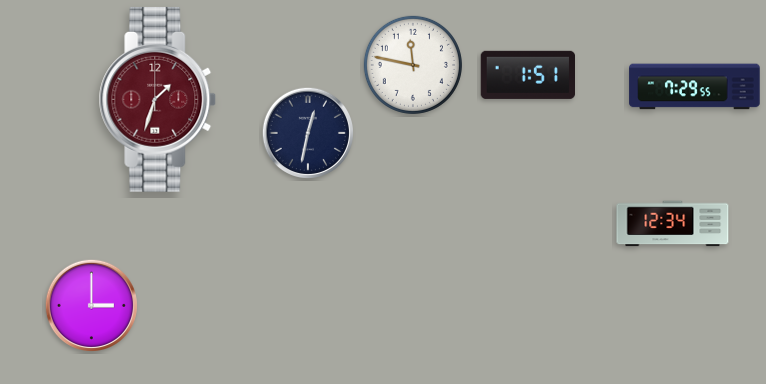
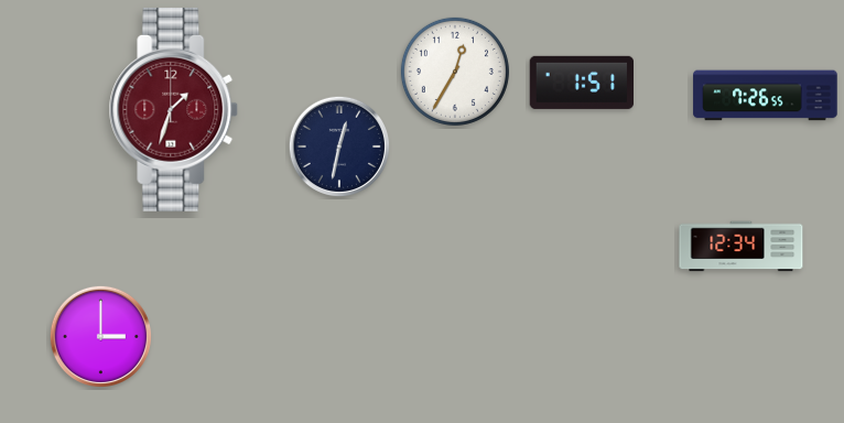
clock at (413, 65): 11:47 -> 12:35
clock at (695, 87): 7:29 -> 7:26
